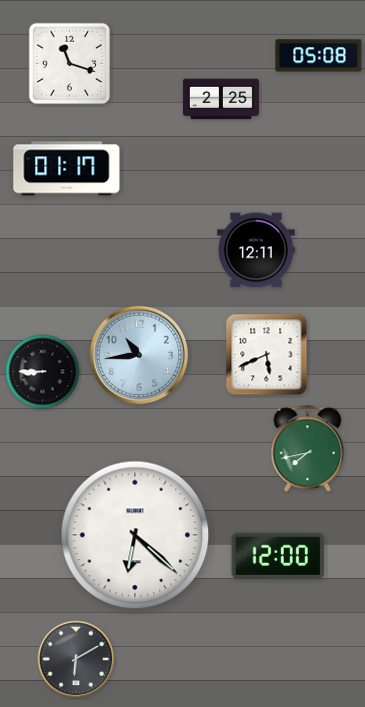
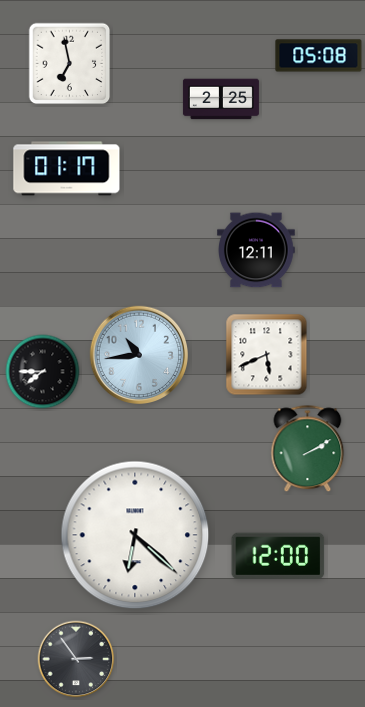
clock at (70, 64): 11:18 -> 6:58
clock at (43, 372): 8:45 -> 7:45
clock at (308, 449): 7:43 -> 2:10
clock at (76, 659): 6:10 -> 2:54
